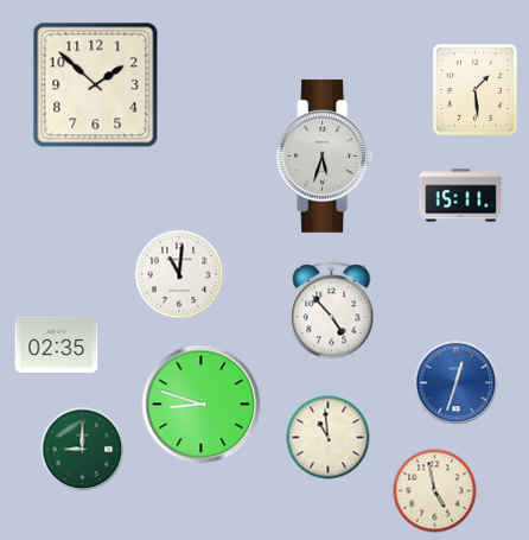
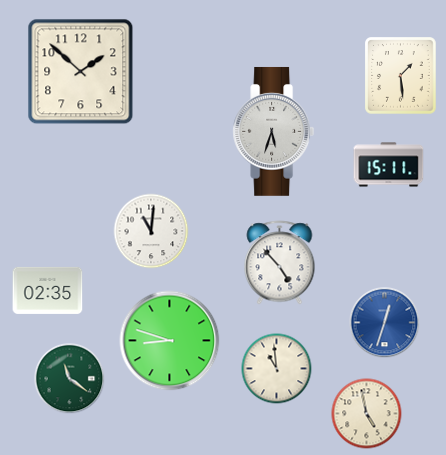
clock at (83, 450): 9:00 -> 11:21
